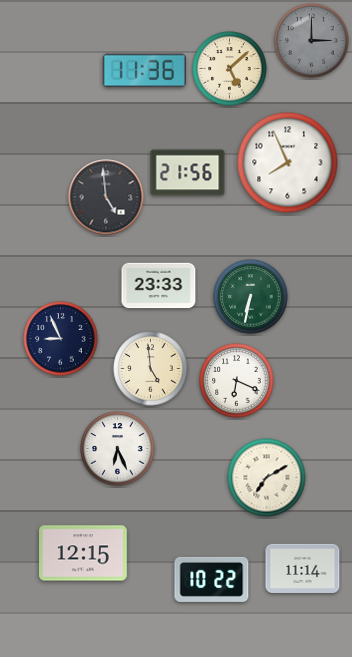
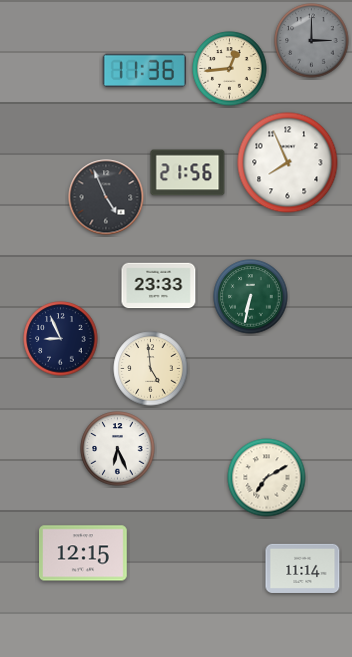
clock at (230, 69): 5:08 -> 12:44
clock at (106, 197): 4:59 -> 4:56
clock at (237, 381): 6:19 -> none
clock at (212, 579): 10:22 -> none
